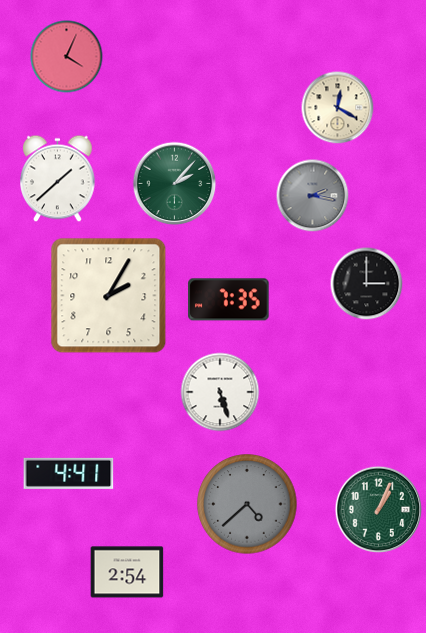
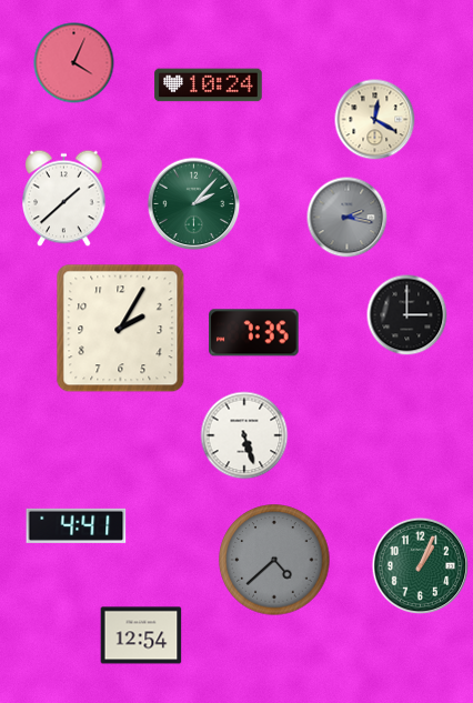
clock at (209, 86): none -> 10:24
clock at (127, 572): 2:54 -> 12:54
